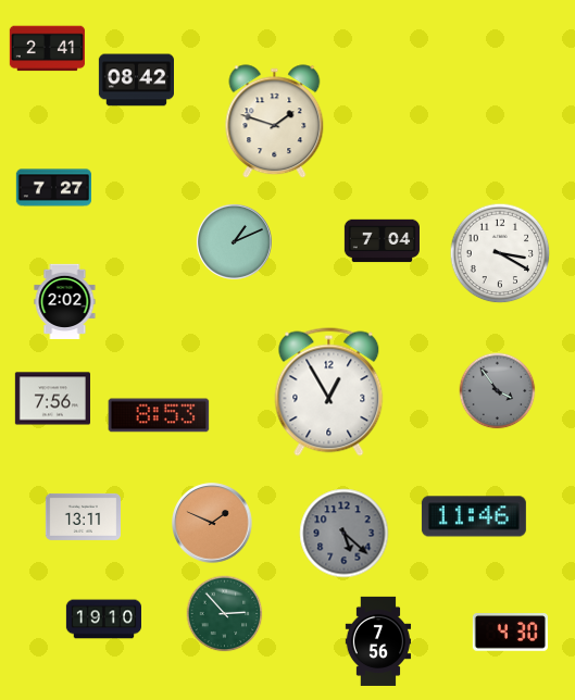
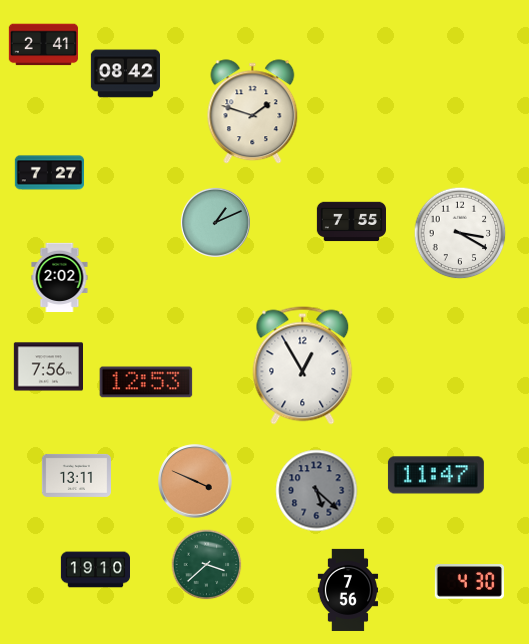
clock at (382, 241): 7:04 -> 7:55
clock at (498, 391): 3:54 -> none
clock at (329, 392) position: (329, 392) -> (303, 366)
clock at (159, 415): 8:53 -> 12:53
clock at (474, 516): 11:46 -> 11:47
clock at (212, 523): 1:49 -> 3:49
clock at (225, 614): 2:53 -> 3:38
